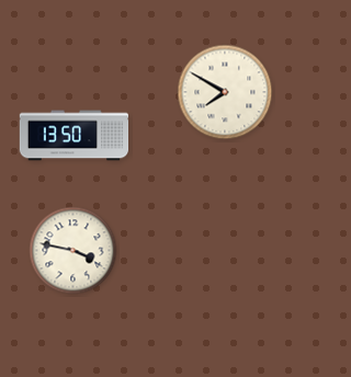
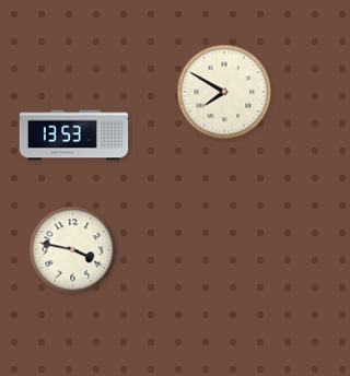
clock at (75, 136): 13:50 -> 13:53
